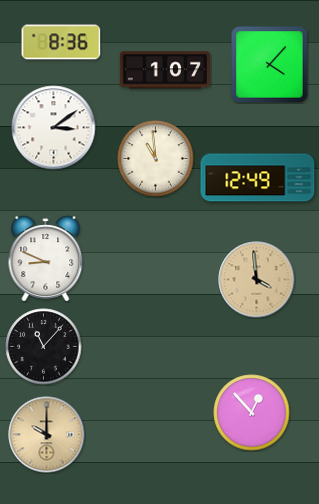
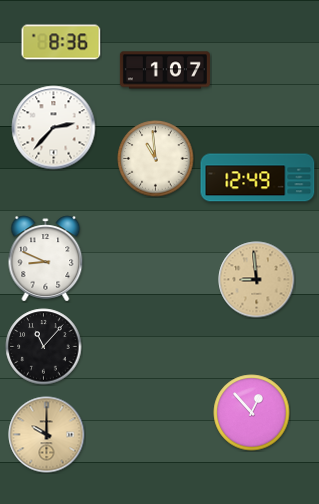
clock at (270, 65): 4:07 -> none
clock at (54, 128): 3:09 -> 2:37
clock at (257, 280): 3:59 -> 8:59
